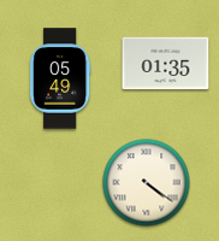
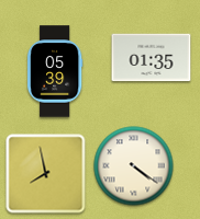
clock at (60, 78): 05:49 -> 05:39
clock at (46, 174): none -> 7:58
